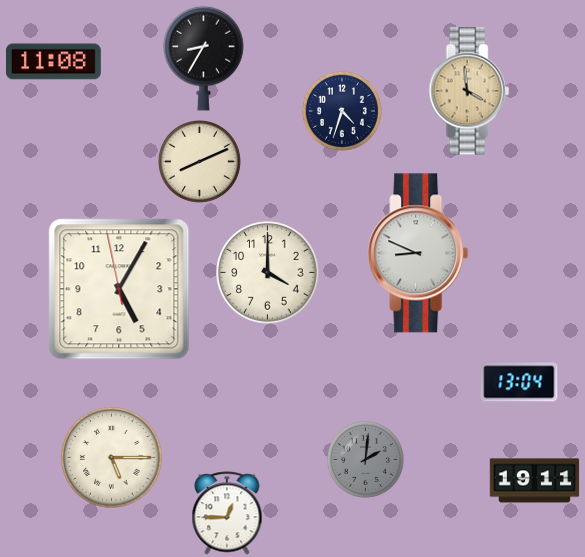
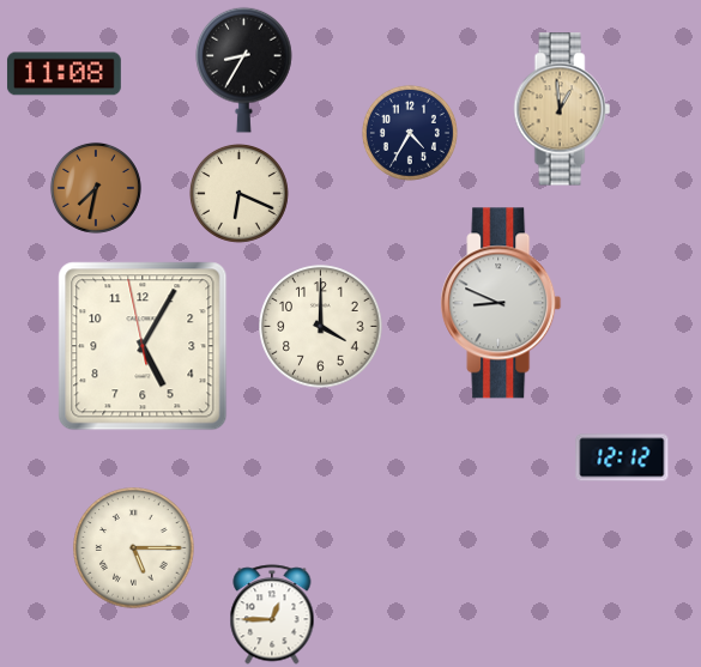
clock at (469, 91): 3:59 -> 12:59
clock at (342, 111): 4:33 -> 4:35
clock at (96, 188): none -> 7:32
clock at (199, 161): 8:11 -> 6:19
clock at (519, 382): 13:04 -> 12:12
clock at (365, 459): 2:01 -> none
clock at (535, 481): 19:11 -> none
